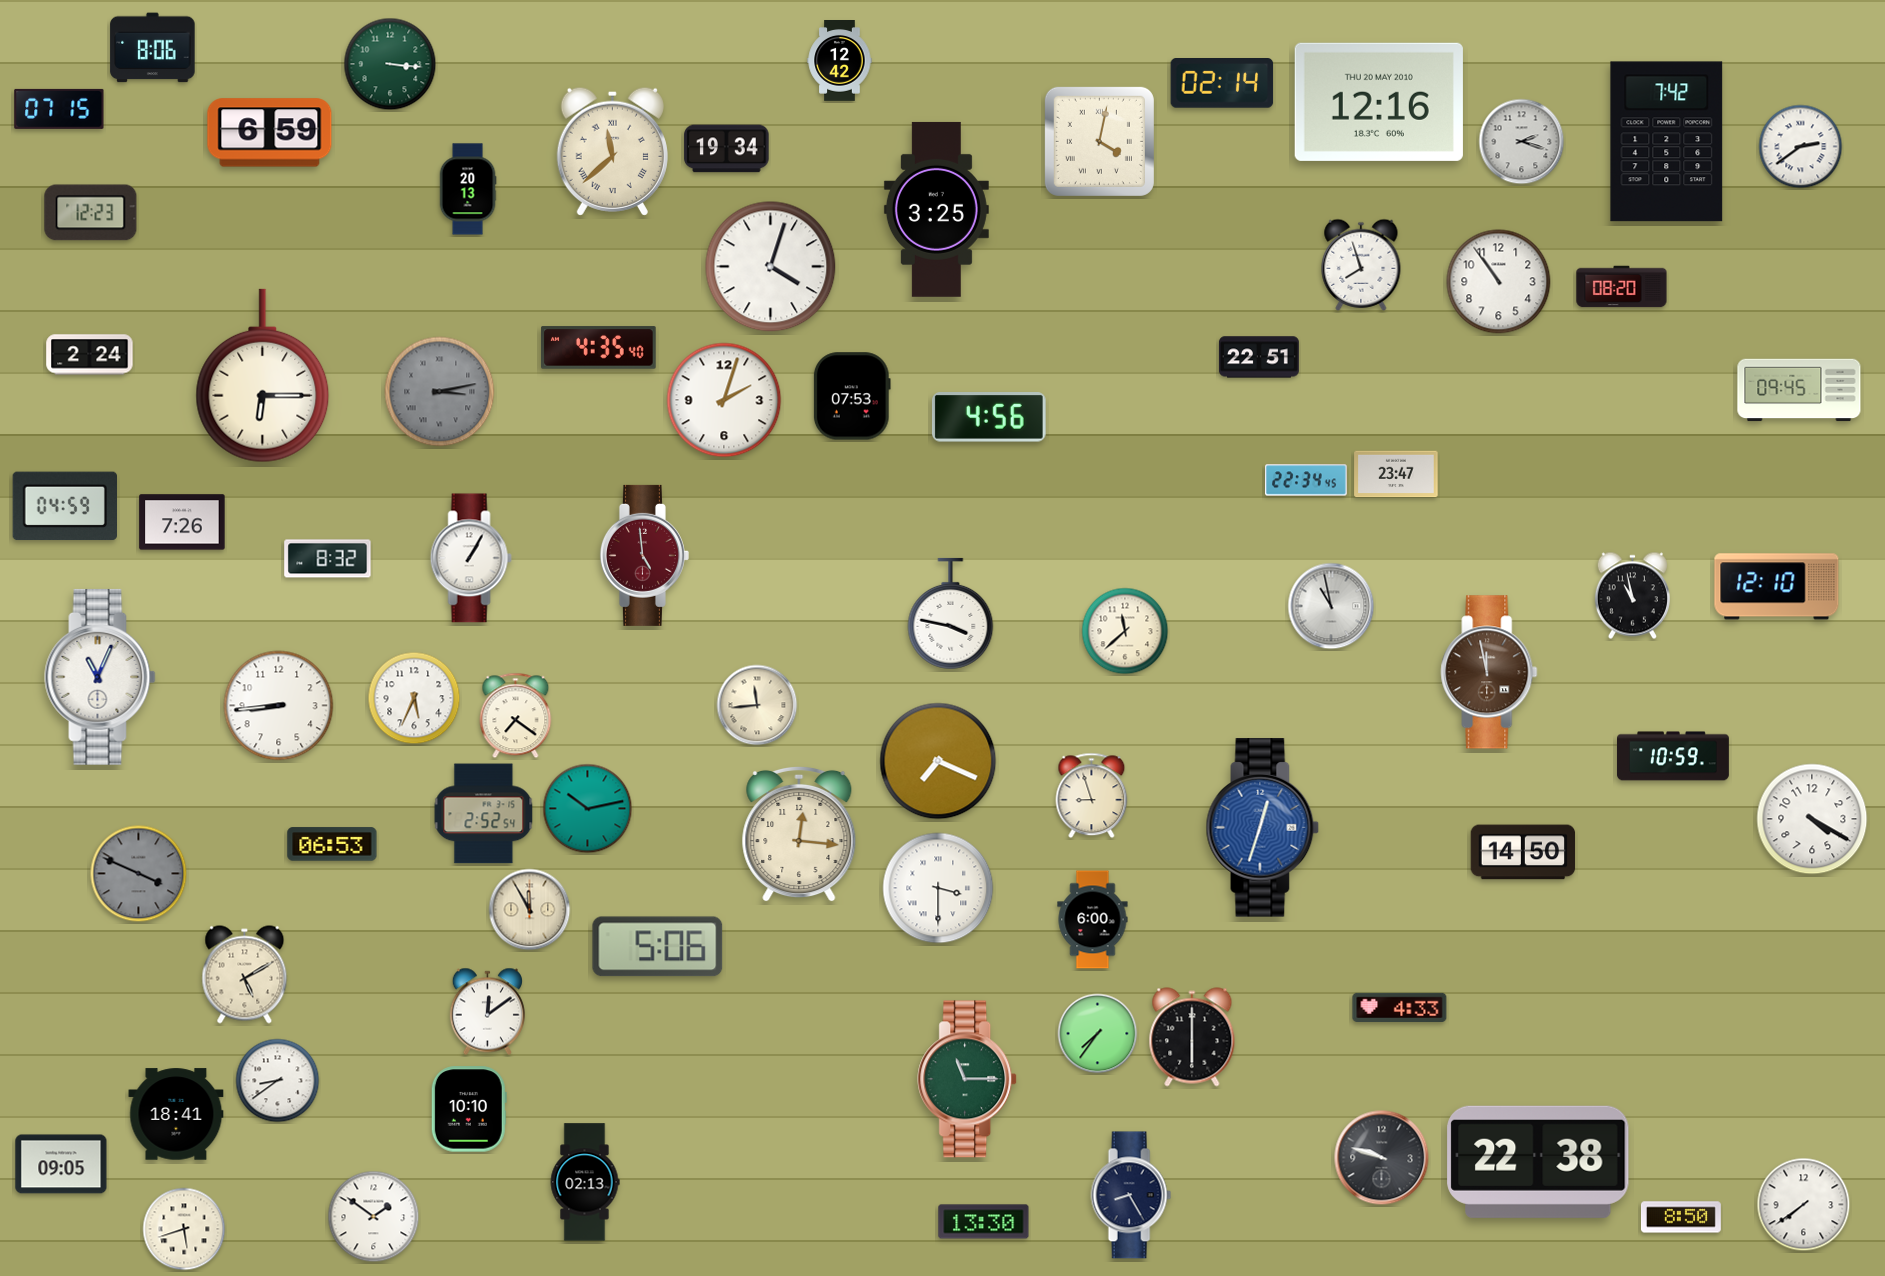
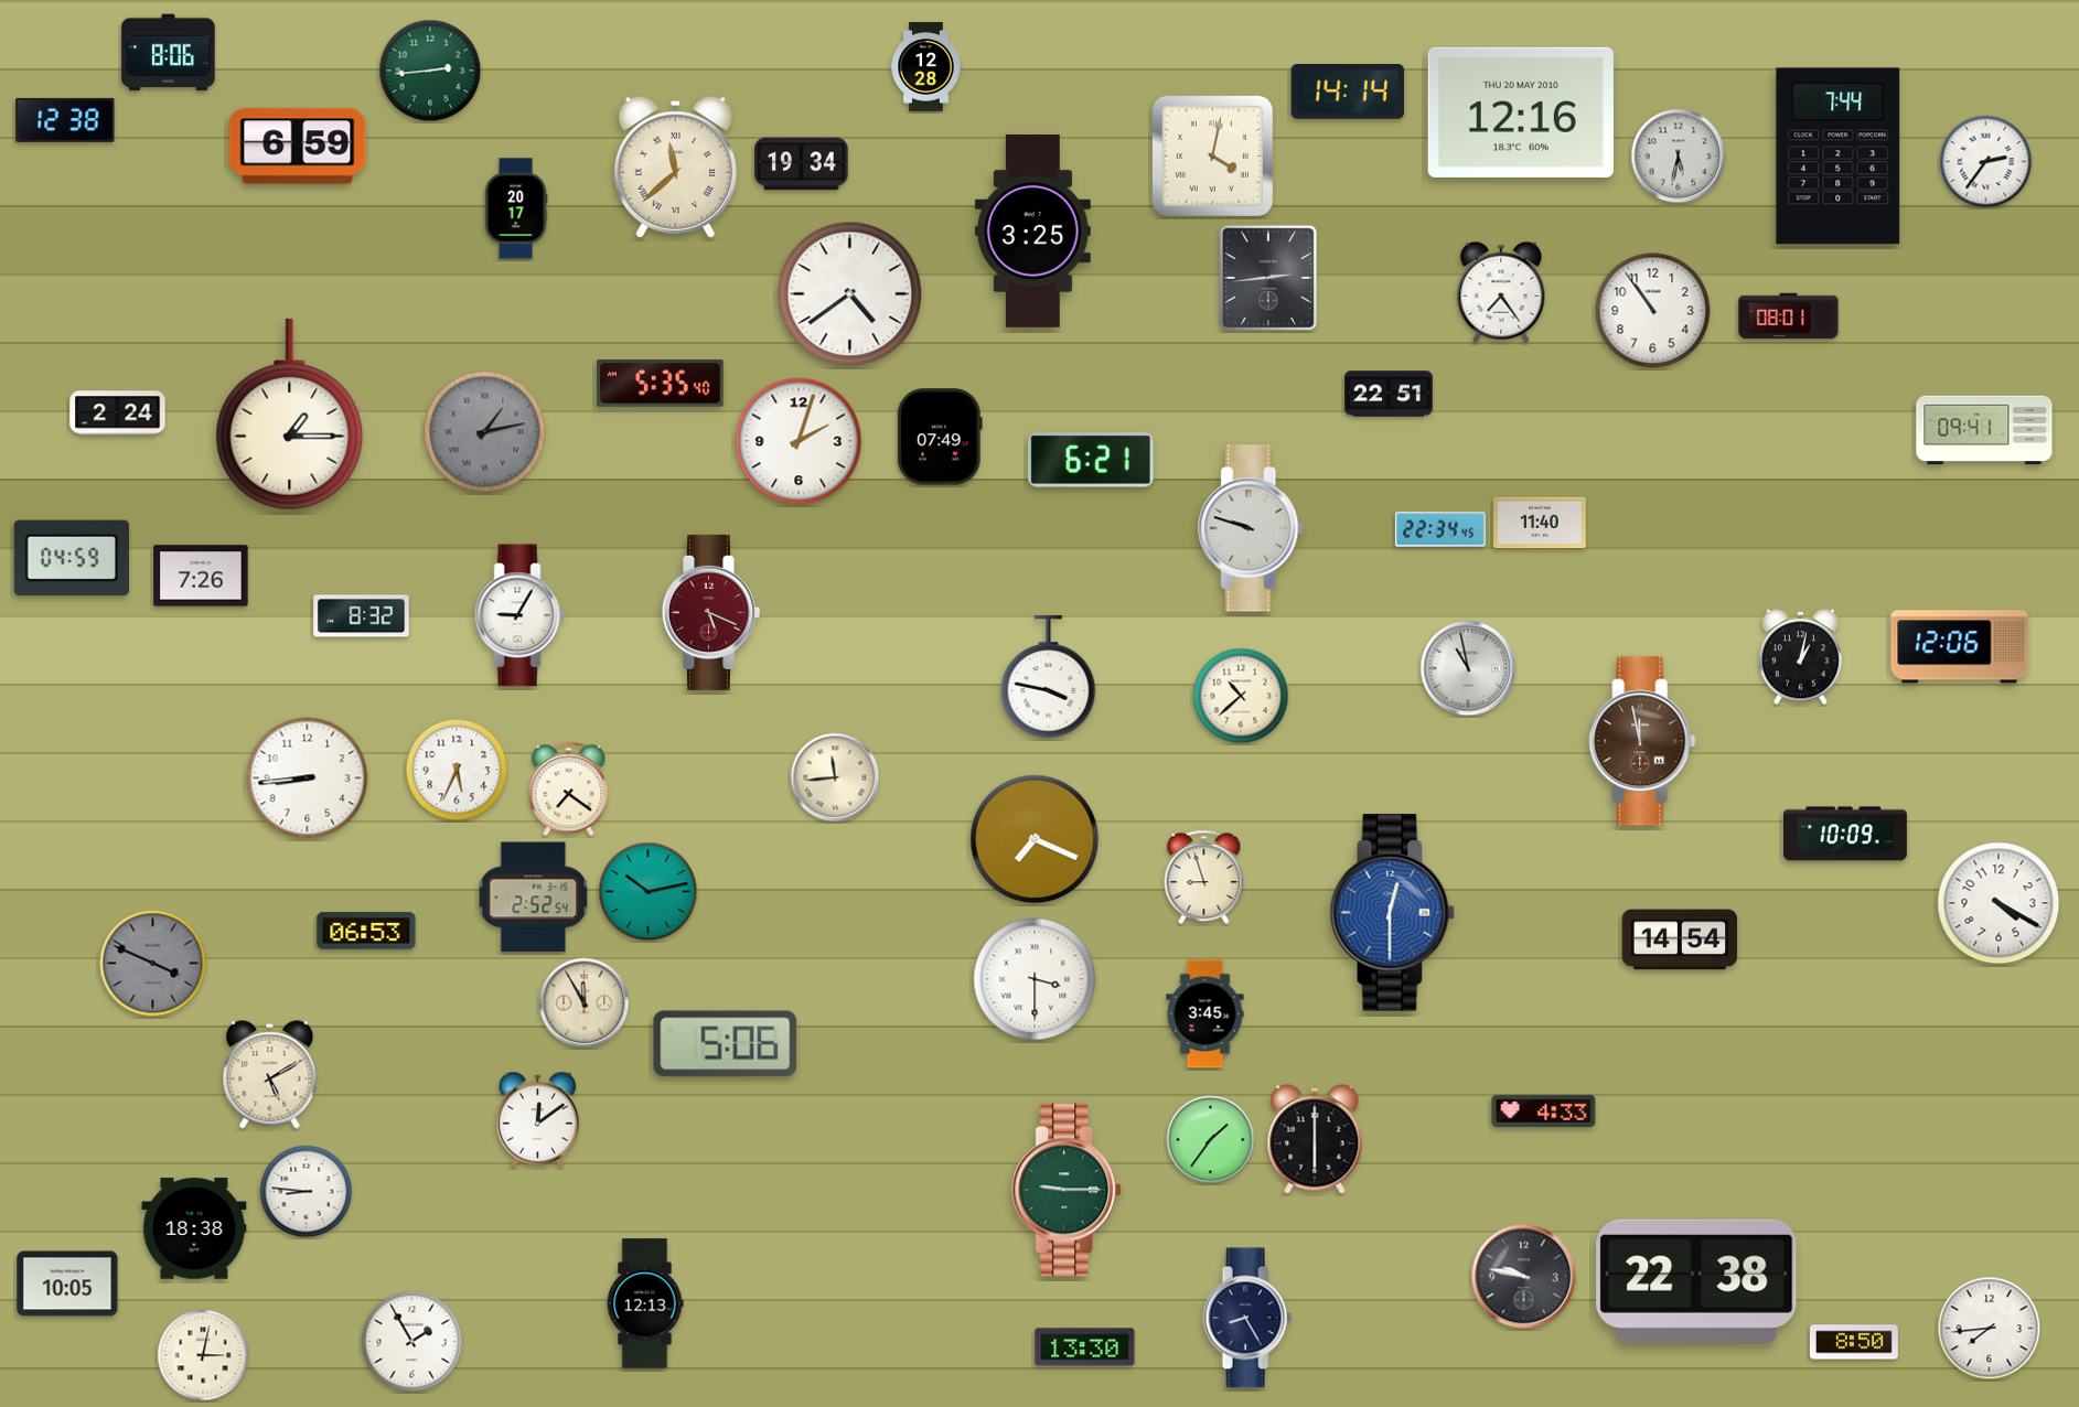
clock at (840, 61): 12:42 -> 12:28
clock at (390, 64): 3:16 -> 2:44
clock at (1222, 83): 02:14 -> 14:14
clock at (59, 109): 07:15 -> 12:38
clock at (1522, 142): 2:18 -> 5:32
clock at (1667, 142): 7:42 -> 7:44
clock at (1801, 147): 2:39 -> 2:36
clock at (468, 189): 20:13 -> 20:17
clock at (91, 213): 12:23 -> none
clock at (1267, 277): none -> 2:44
clock at (1361, 265): 7:57 -> 7:24
clock at (771, 267): 4:03 -> 4:39
clock at (1622, 287): 08:20 -> 08:01
clock at (599, 348): 4:35 -> 5:35
clock at (90, 355) position: (90, 355) -> (118, 413)
clock at (263, 376): 6:15 -> 1:15
clock at (1799, 390): 09:45 -> 09:41
clock at (440, 392): 3:13 -> 1:13
clock at (852, 396): 07:53 -> 07:49
clock at (989, 417): 4:56 -> 6:21
clock at (1396, 474): 23:47 -> 11:40
clock at (1252, 528): none -> 9:48
clock at (644, 555): 4:59 -> 5:19
clock at (471, 558): 1:05 -> 9:05
clock at (1777, 587): 12:10 -> 12:06
clock at (1632, 596): 10:58 -> 1:02
clock at (1125, 631): 11:38 -> 10:38
clock at (100, 677): 11:04 -> none
clock at (1674, 756): 10:59 -> 10:09
clock at (1263, 828): 12:33 -> 12:30
clock at (799, 834): 12:16 -> none
clock at (1523, 852): 14:50 -> 14:54
clock at (1093, 920): 6:00 -> 3:45
clock at (487, 1012) position: (487, 1012) -> (537, 1120)
clock at (1098, 1034): 7:36 -> 1:36
clock at (1192, 1037) position: (1192, 1037) -> (1315, 1139)
clock at (968, 1079): 11:15 -> 9:15
clock at (278, 1081): 8:39 -> 8:46
clock at (469, 1109): 10:10 -> none
clock at (176, 1114): 18:41 -> 18:38
clock at (1382, 1158): 9:48 -> 9:47
clock at (61, 1164): 09:05 -> 10:05
clock at (585, 1182): 02:13 -> 12:13
clock at (1804, 1205): 7:39 -> 7:44
clock at (374, 1217): 1:51 -> 1:55
clock at (184, 1229): 5:42 -> 3:02
